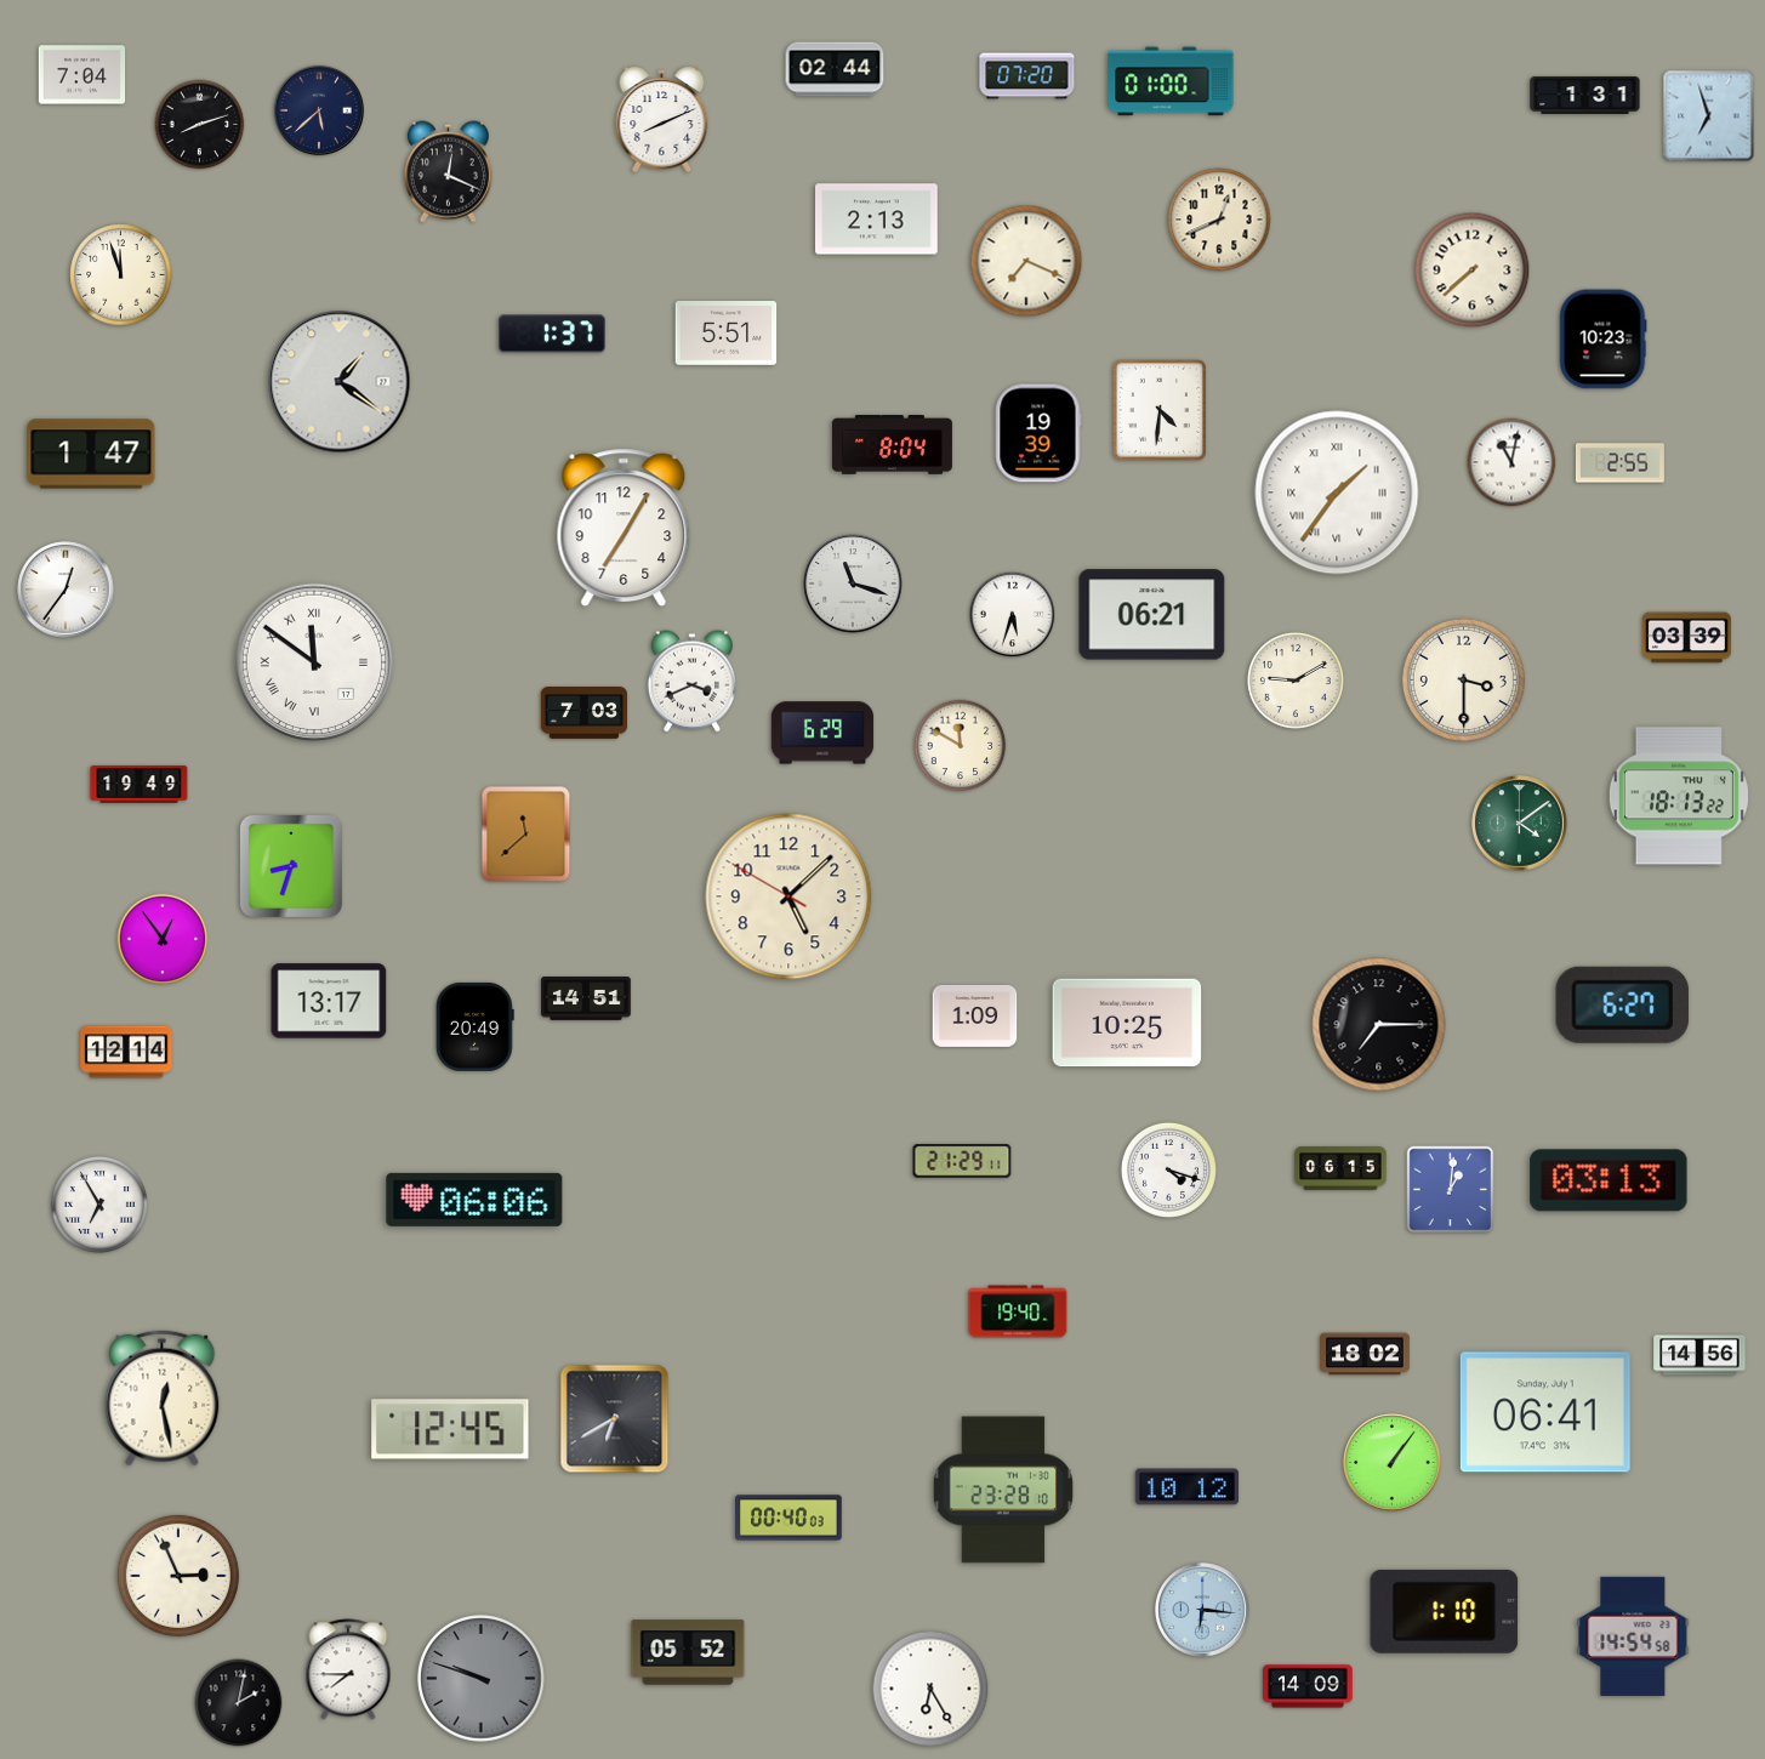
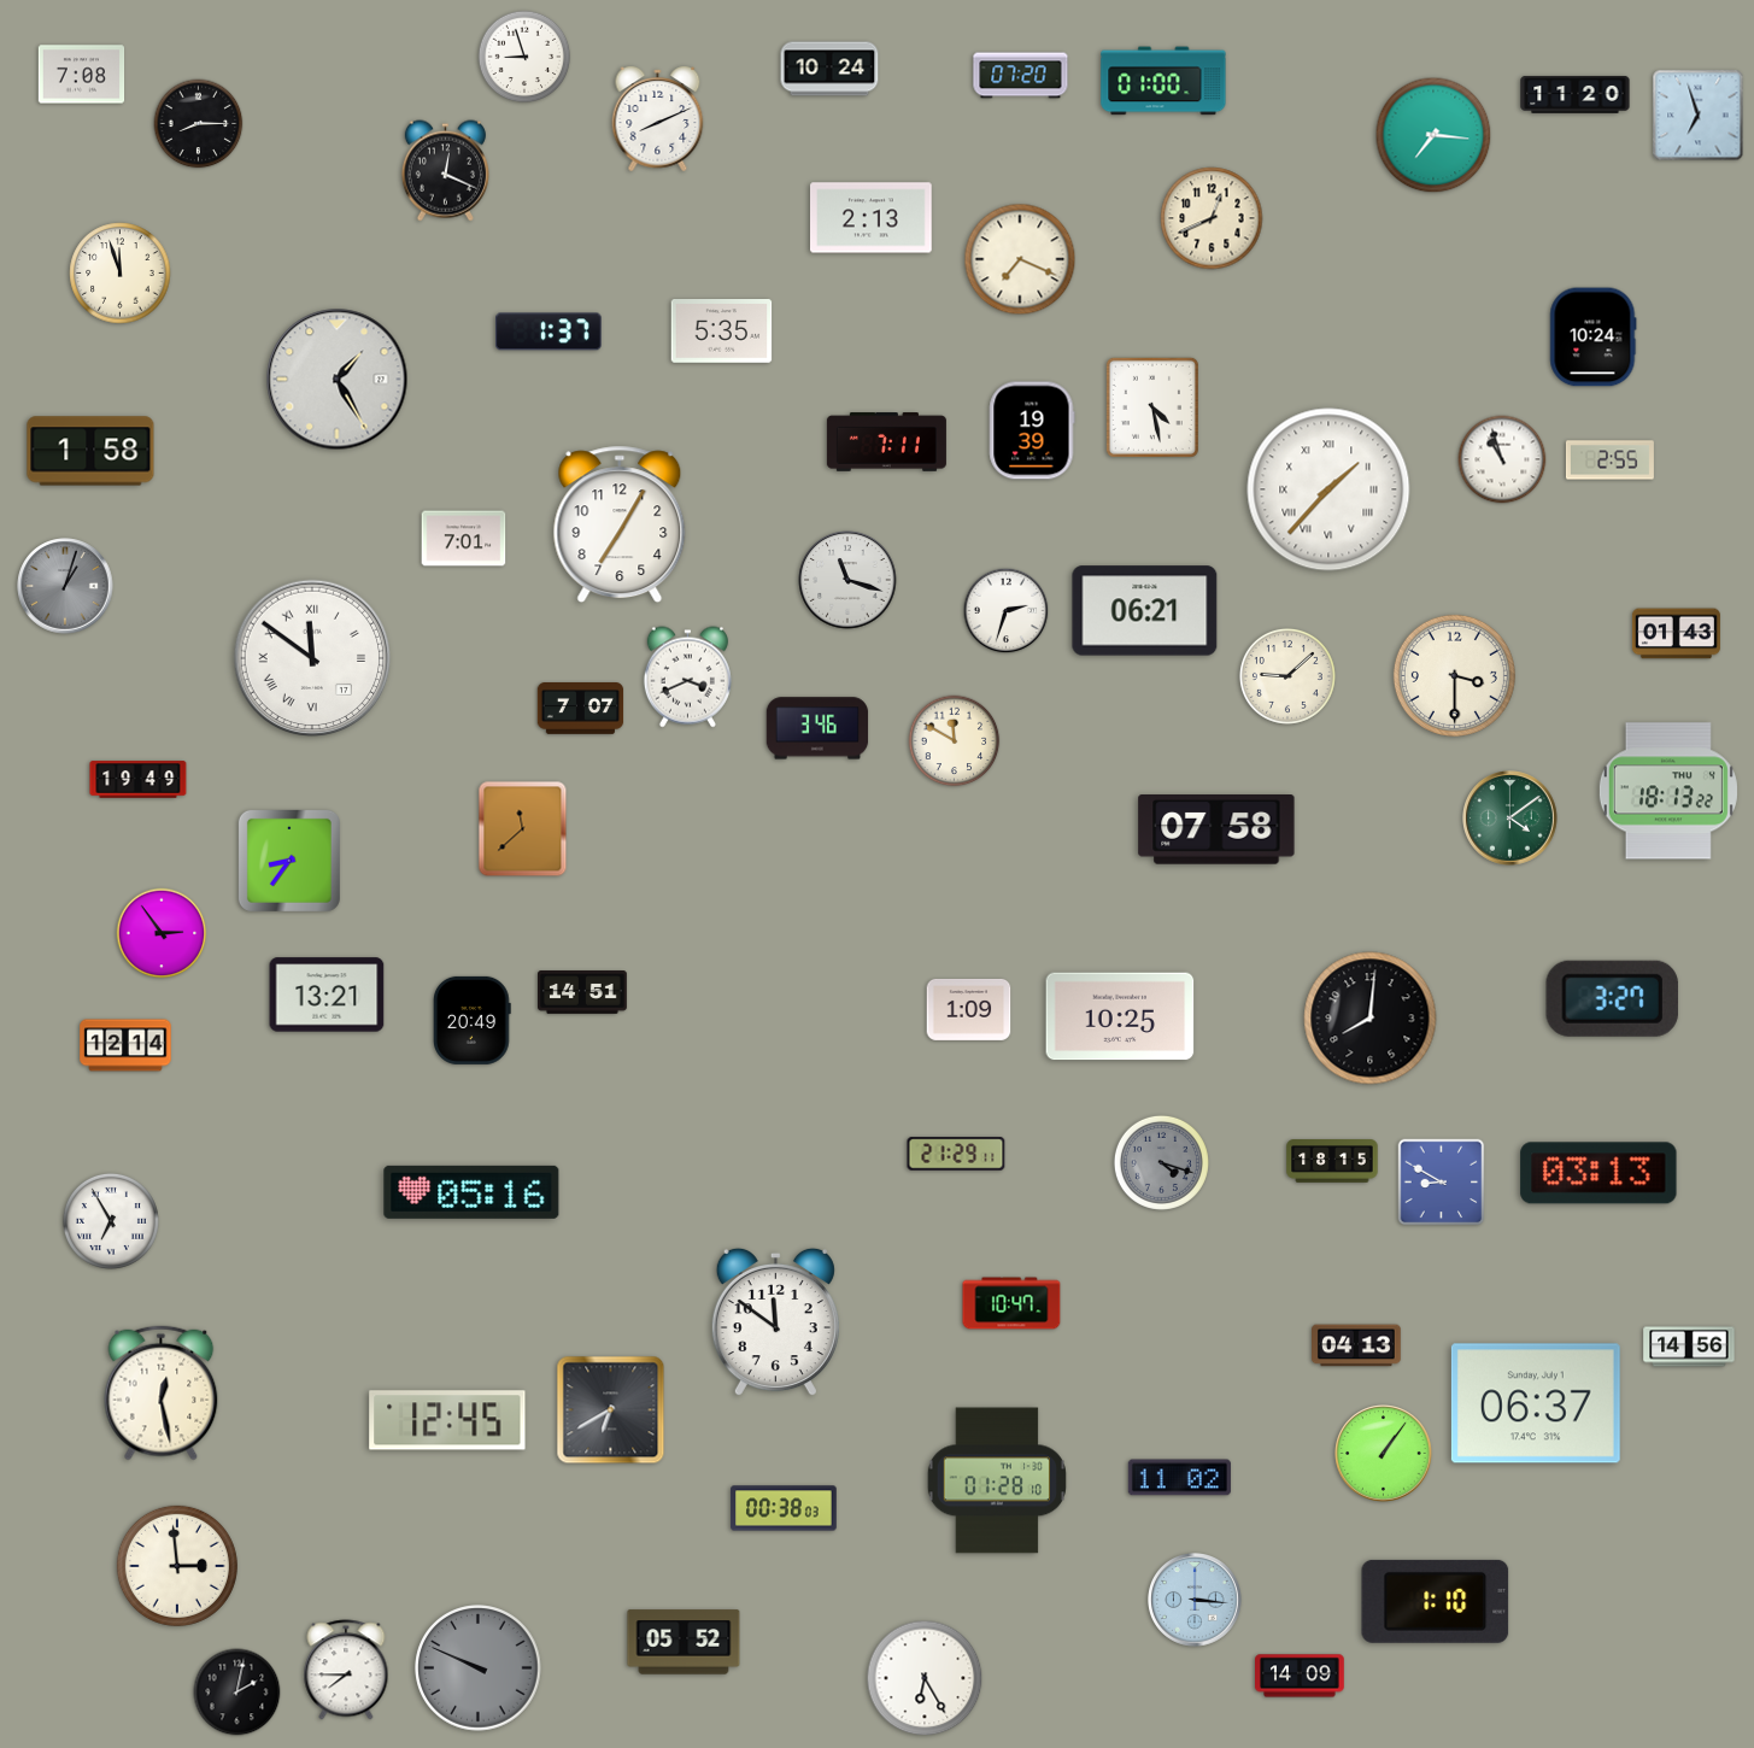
clock at (524, 57): none -> 8:57
clock at (835, 69): 02:44 -> 10:24
clock at (82, 75): 7:04 -> 7:08
clock at (1585, 96): 1:31 -> 11:20
clock at (319, 110): 5:38 -> none
clock at (200, 125): 8:12 -> 8:15
clock at (1433, 135): none -> 7:16
clock at (1473, 271): 7:38 -> none
clock at (727, 334): 5:51 -> 5:35
clock at (1604, 340): 10:23 -> 10:24
clock at (340, 382): 1:21 -> 1:25
clock at (1160, 410): 4:31 -> 4:28
clock at (892, 445): 8:04 -> 7:11
clock at (91, 454): 1:47 -> 1:58
clock at (1511, 462): 11:02 -> 10:57
clock at (1337, 493): 1:36 -> 1:37
clock at (464, 539): none -> 7:01
clock at (66, 590): 12:36 -> 1:03
clock at (66, 590) dial: white -> grey
clock at (1013, 615): 5:33 -> 2:33
clock at (1686, 638): 03:39 -> 01:43
clock at (1296, 681): 9:10 -> 9:08
clock at (585, 713): 7:03 -> 7:07
clock at (822, 733): 6:29 -> 3:46
clock at (1216, 829): none -> 07:58
clock at (291, 866): 8:33 -> 8:36
clock at (788, 896): 5:07 -> none
clock at (163, 939): 12:54 -> 2:54
clock at (329, 1001): 13:17 -> 13:21
clock at (1622, 1004): 6:27 -> 3:27
clock at (1379, 1025): 7:15 -> 8:01
clock at (1340, 1168): 06:15 -> 18:15
clock at (1168, 1169) dial: white -> grey
clock at (1451, 1190): 1:01 -> 8:50
clock at (474, 1200): 06:06 -> 05:16
clock at (99, 1205) position: (99, 1205) -> (111, 1221)
clock at (1018, 1311): 19:40 -> 10:47
clock at (775, 1322): none -> 11:51
clock at (1366, 1354): 18:02 -> 04:13
clock at (163, 1399) position: (163, 1399) -> (162, 1394)
clock at (1545, 1412): 06:41 -> 06:37
clock at (1186, 1487): 10:12 -> 11:02
clock at (1003, 1490): 23:28 -> 01:28
clock at (788, 1518): 00:40 -> 00:38
clock at (178, 1576): 2:56 -> 2:59
clock at (1203, 1611): 6:16 -> 3:16
clock at (1633, 1636): 14:54 -> none
clock at (348, 1669) position: (348, 1669) -> (346, 1670)
clock at (482, 1679): 9:48 -> 9:49
